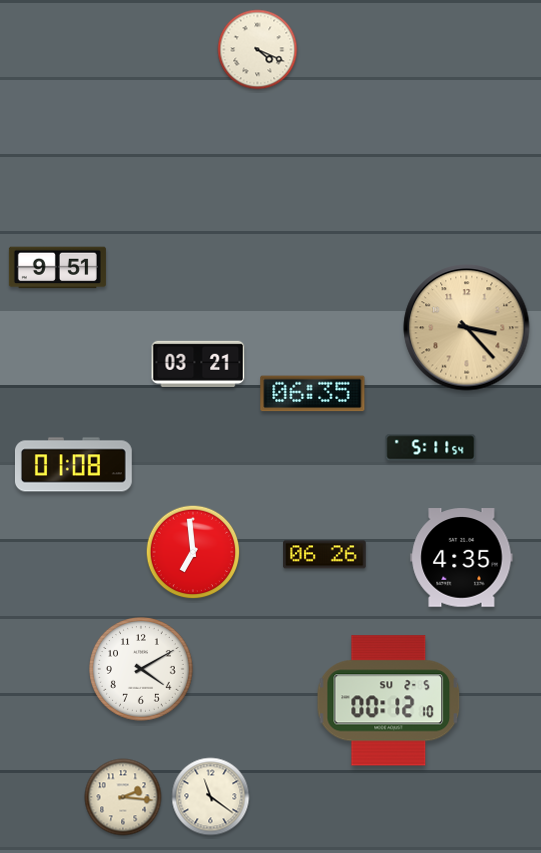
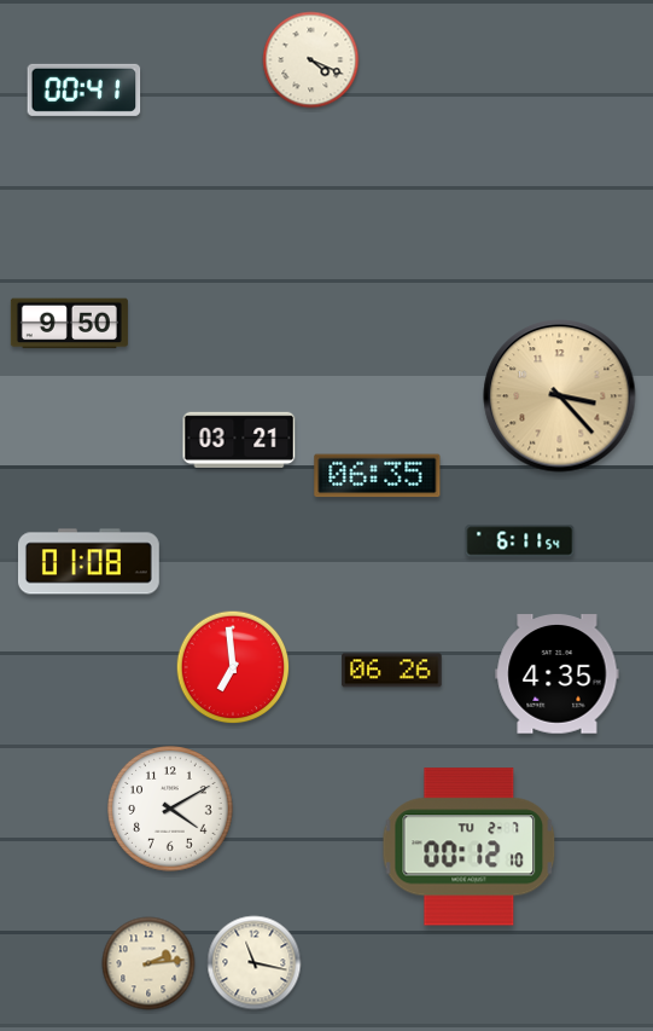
clock at (84, 89): none -> 00:41
clock at (57, 268): 9:51 -> 9:50
clock at (467, 328) position: (467, 328) -> (560, 396)
clock at (431, 448): 5:11 -> 6:11
clock at (389, 701) date: SU 2-5 -> TU 2-7
clock at (123, 797): 2:16 -> 2:14
clock at (211, 797): 11:21 -> 11:17
